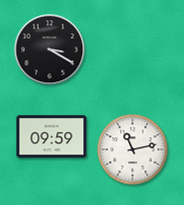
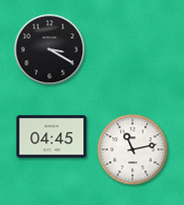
clock at (52, 137): 09:59 -> 04:45
